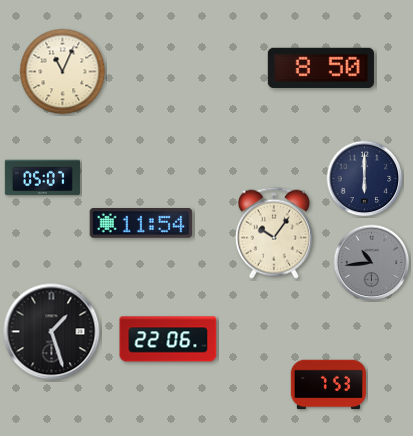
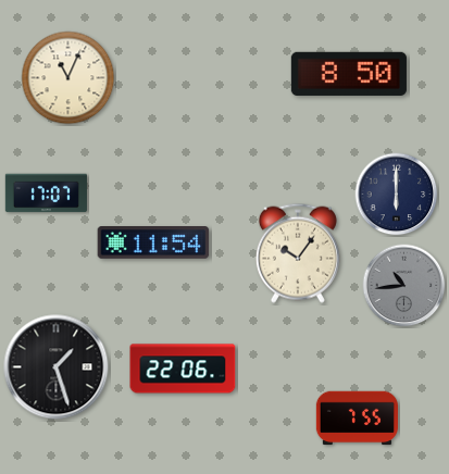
clock at (42, 178): 05:07 -> 17:07
clock at (52, 332) position: (52, 332) -> (57, 367)
clock at (328, 385): 7:53 -> 7:55
